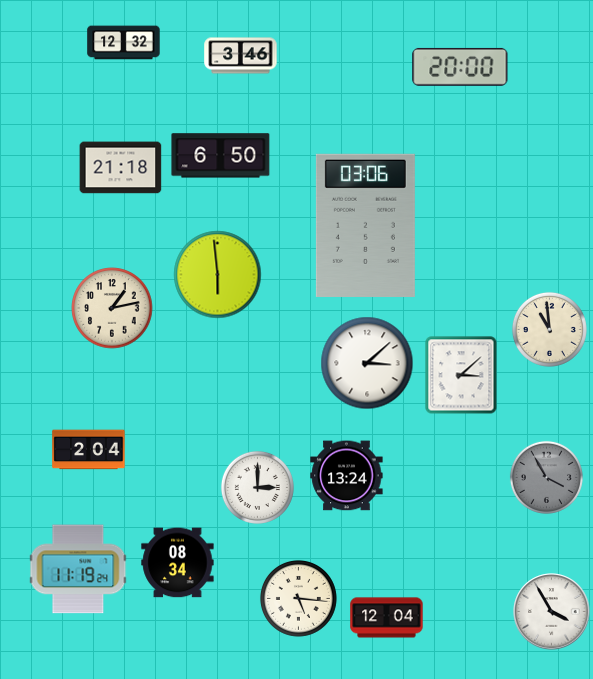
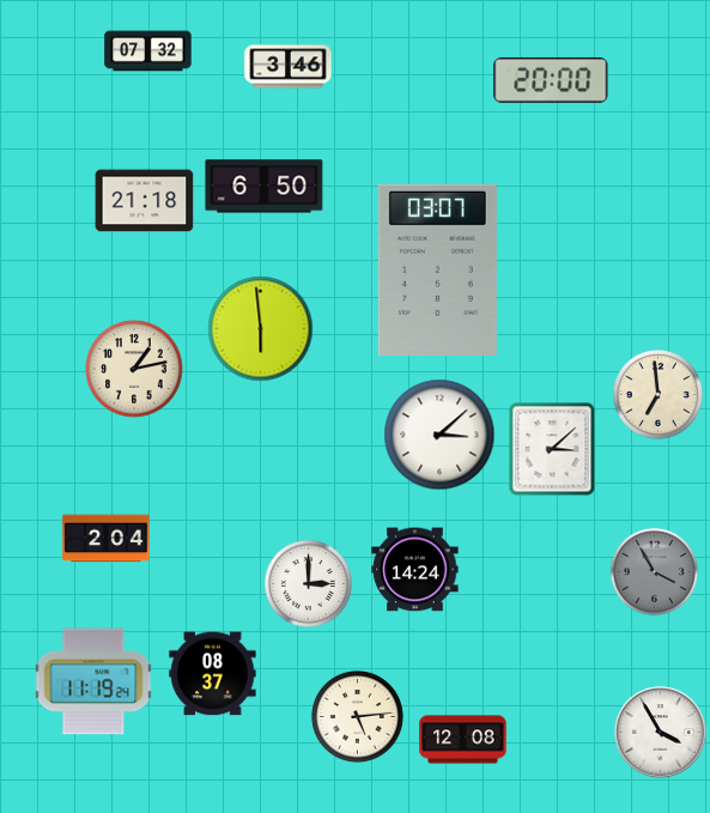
clock at (124, 43): 12:32 -> 07:32
clock at (365, 225): 03:06 -> 03:07
clock at (549, 329): 10:59 -> 6:59
clock at (347, 476): 13:24 -> 14:24
clock at (178, 563): 08:34 -> 08:37
clock at (298, 598): 5:16 -> 5:14
clock at (387, 618): 12:04 -> 12:08
